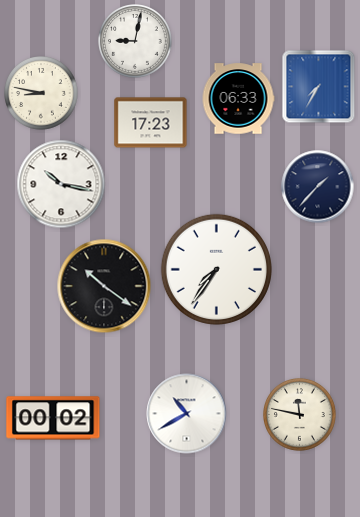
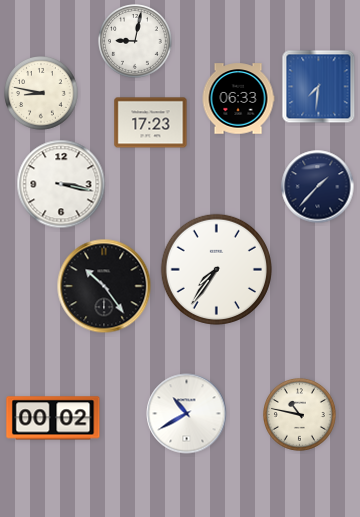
clock at (319, 87): 7:35 -> 7:31
clock at (61, 184): 10:17 -> 3:17
clock at (104, 286): 10:21 -> 10:24
clock at (300, 415): 11:47 -> 10:47
